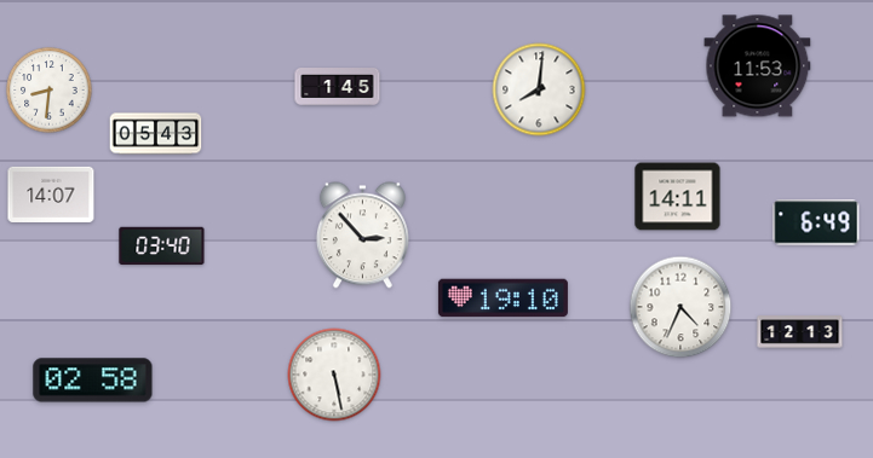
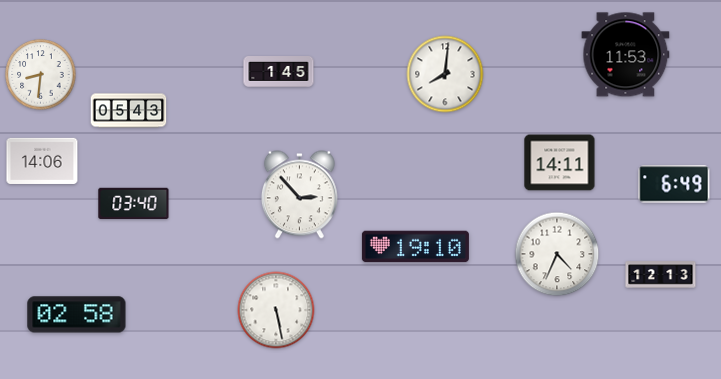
clock at (51, 195): 14:07 -> 14:06
clock at (680, 307) position: (680, 307) -> (557, 254)
